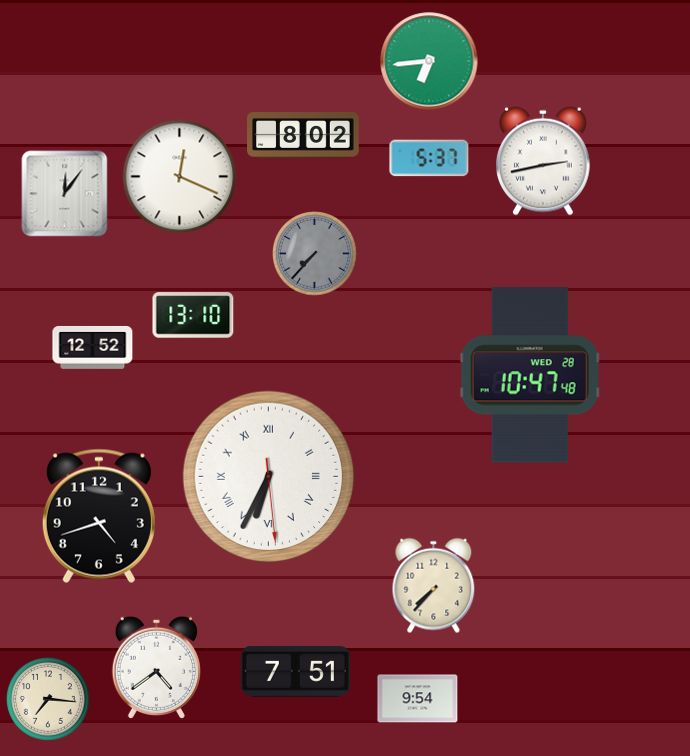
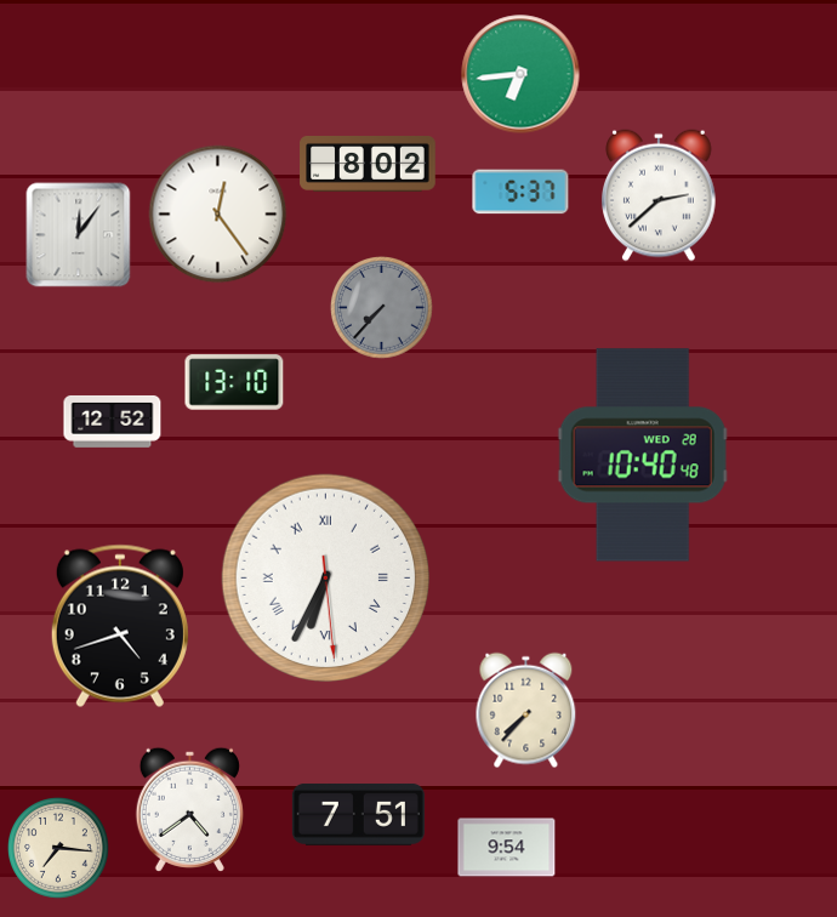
clock at (544, 161): 2:43 -> 2:38
clock at (180, 177): 12:19 -> 12:24
clock at (530, 375): 10:47 -> 10:40
